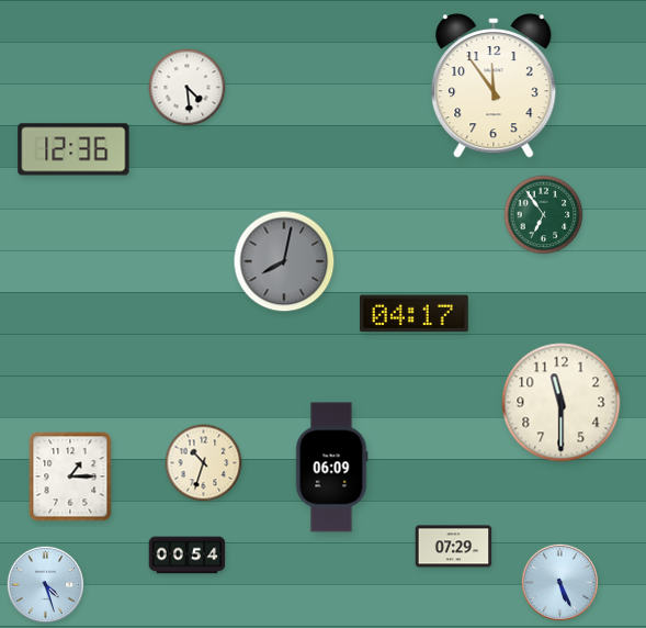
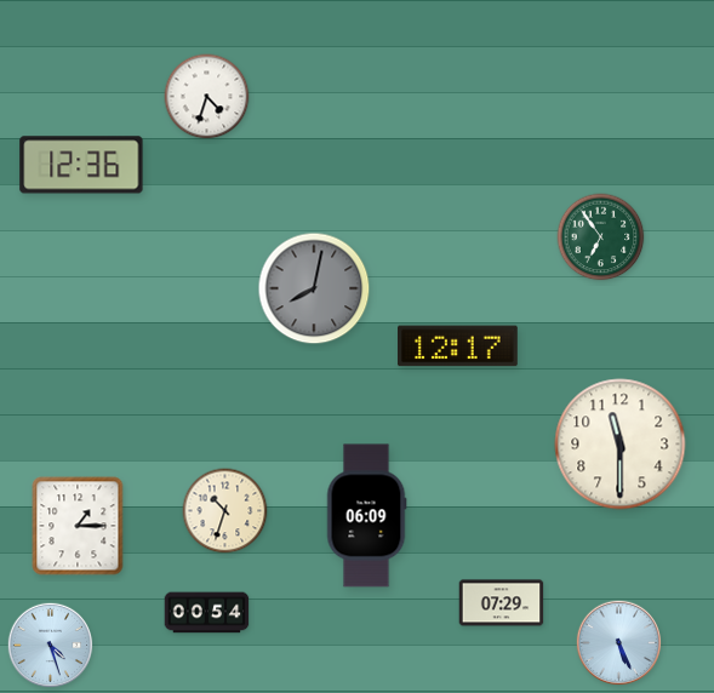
clock at (494, 86): 11:54 -> none
clock at (188, 88): 4:29 -> 4:33
clock at (415, 314): 04:17 -> 12:17
